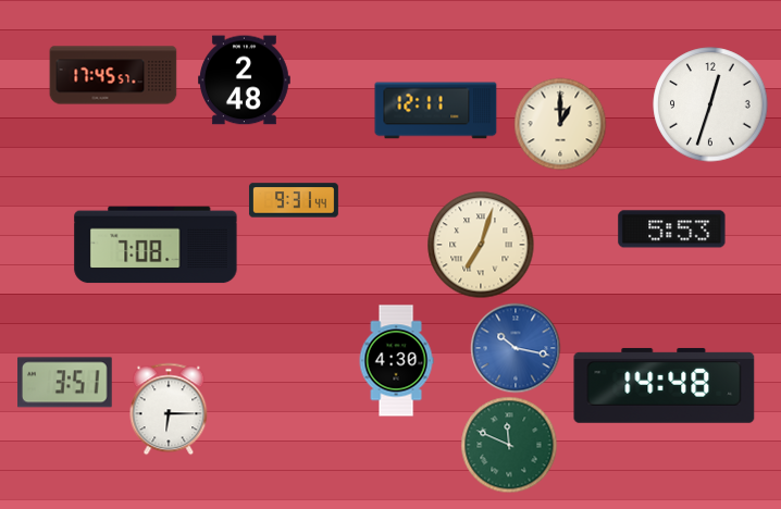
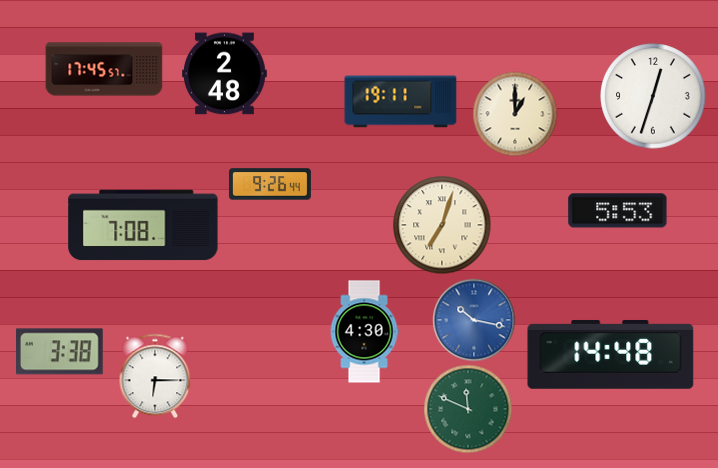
clock at (436, 111): 12:11 -> 19:11
clock at (294, 200): 9:31 -> 9:26
clock at (65, 383): 3:51 -> 3:38
